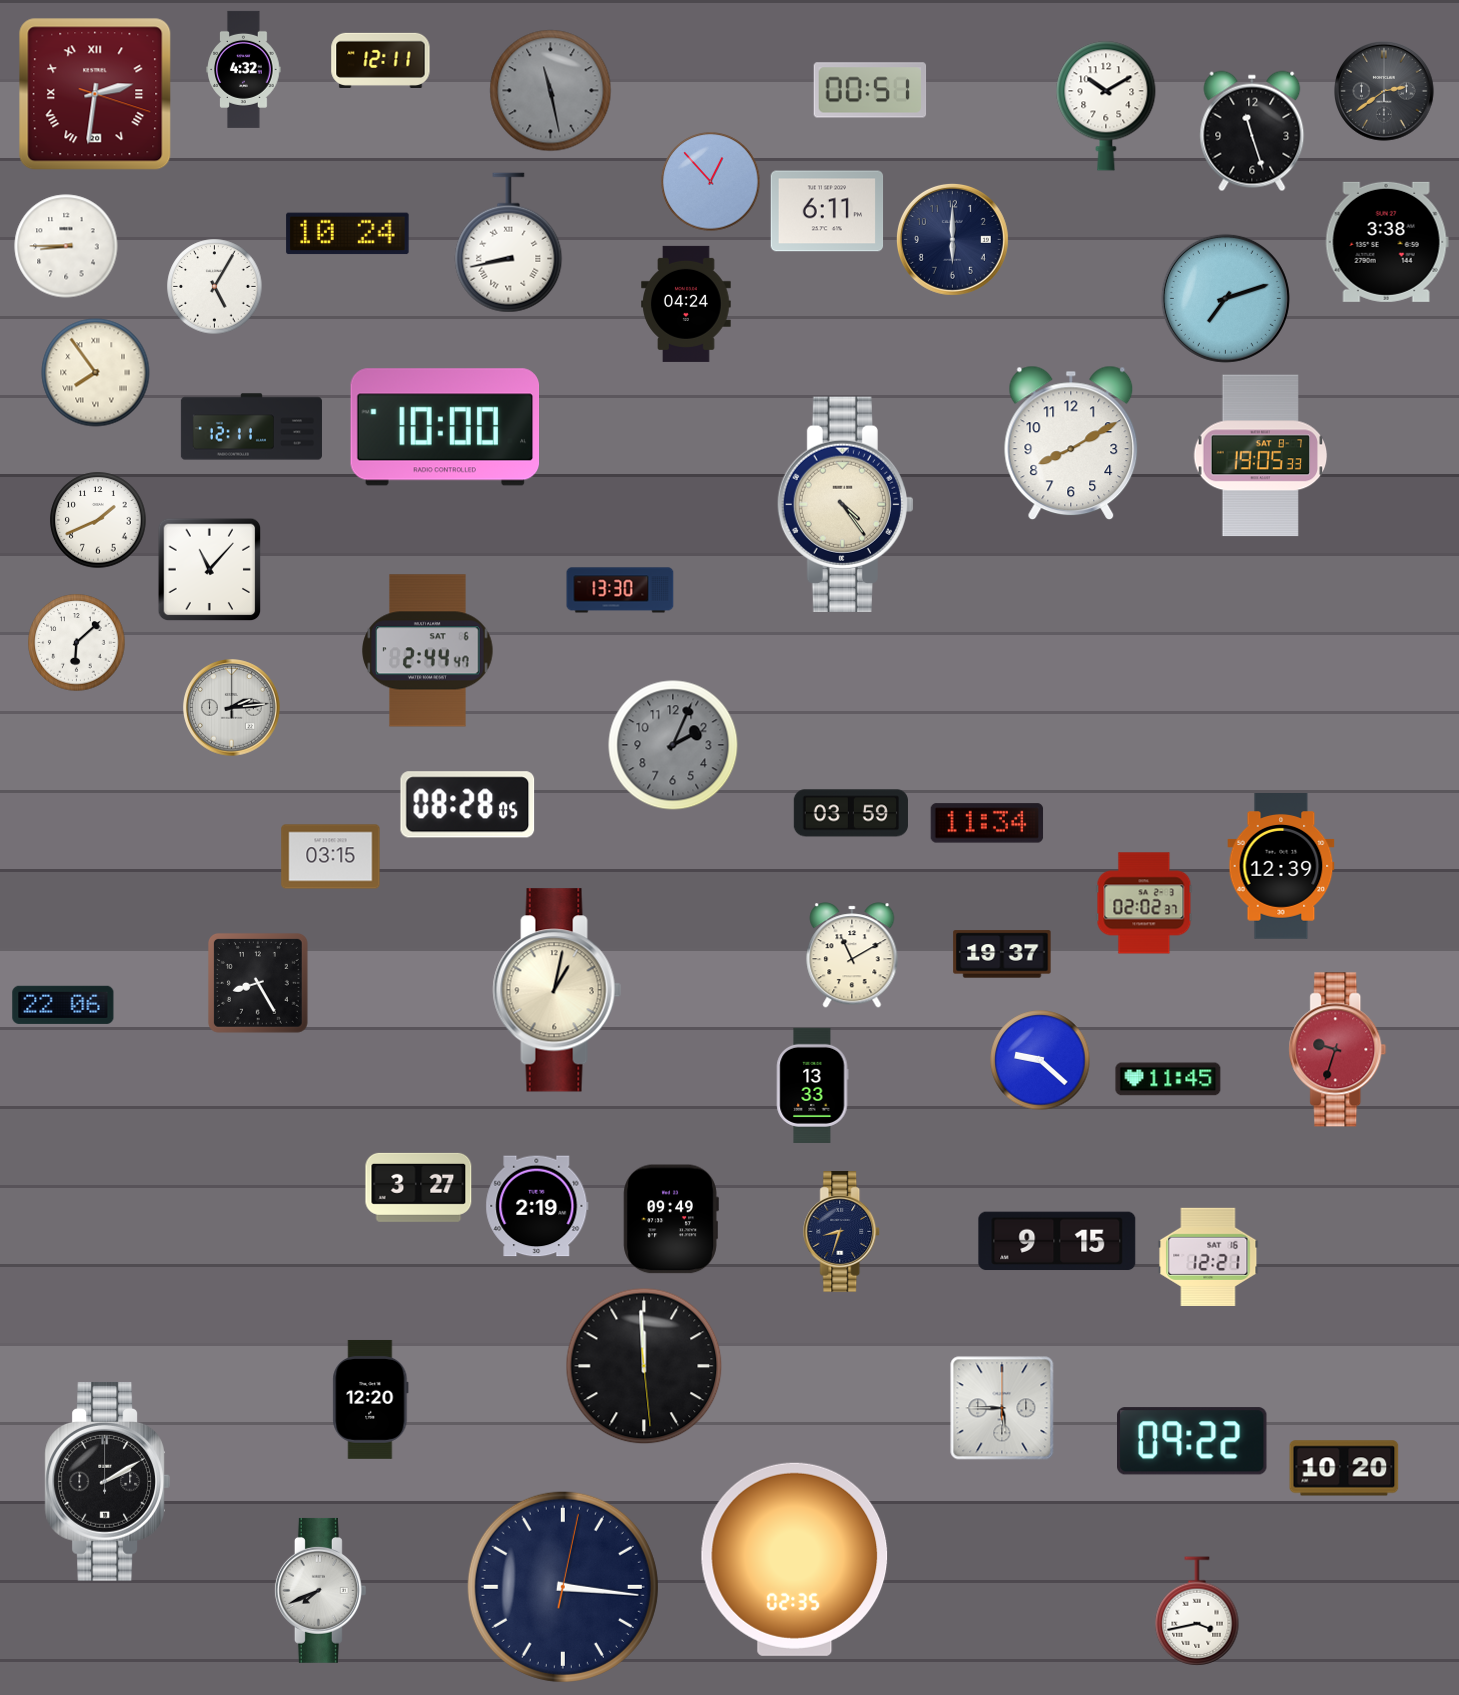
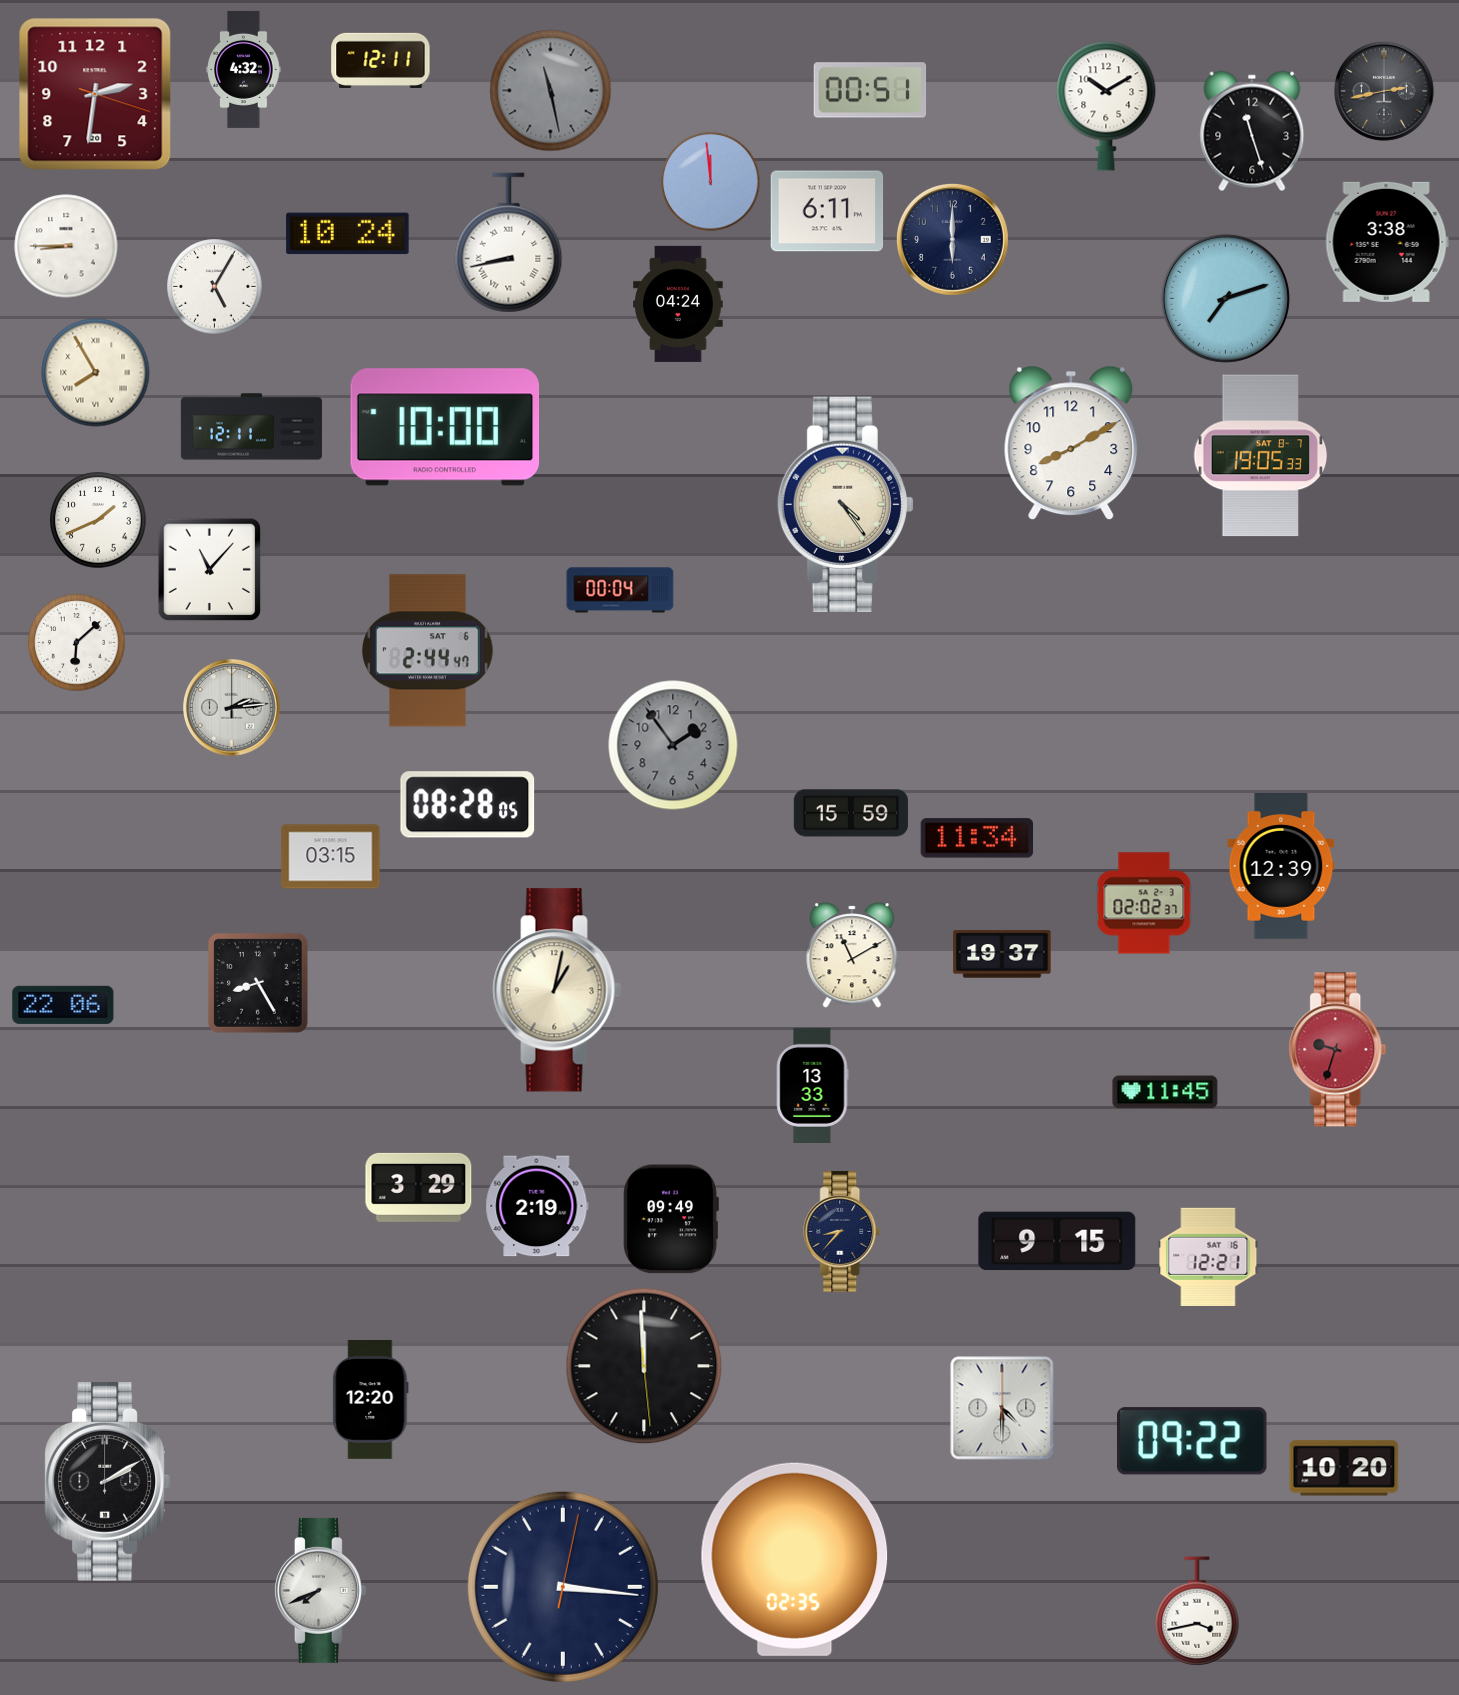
clock at (1385, 92): 2:39 -> 2:43
clock at (95, 94) numerals: Roman -> Arabic
clock at (711, 182): 12:53 -> 11:59
clock at (686, 304) position: (686, 304) -> (678, 304)
clock at (96, 373): 7:54 -> 7:55
clock at (620, 590): 13:30 -> 00:04
clock at (673, 745): 2:04 -> 1:54
clock at (851, 813): 03:59 -> 15:59
clock at (987, 823) position: (987, 823) -> (977, 838)
clock at (1040, 1060): 9:22 -> none
clock at (1168, 1079) position: (1168, 1079) -> (1165, 1092)
clock at (419, 1187): 3:27 -> 3:29
clock at (842, 1232): 8:33 -> 8:37
clock at (1002, 1408): 5:45 -> 4:30
